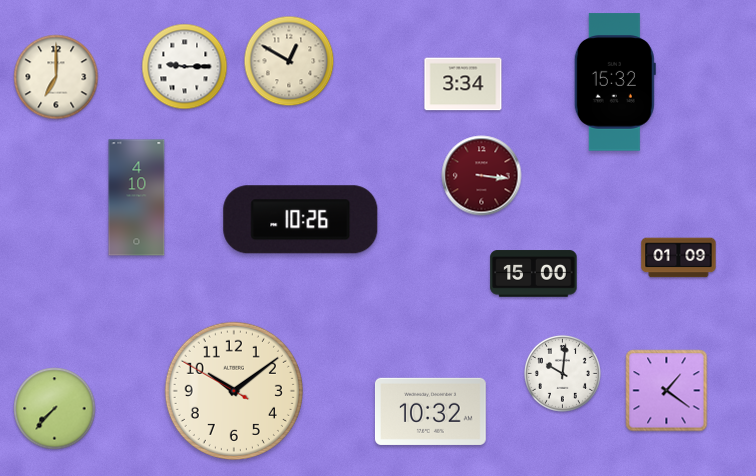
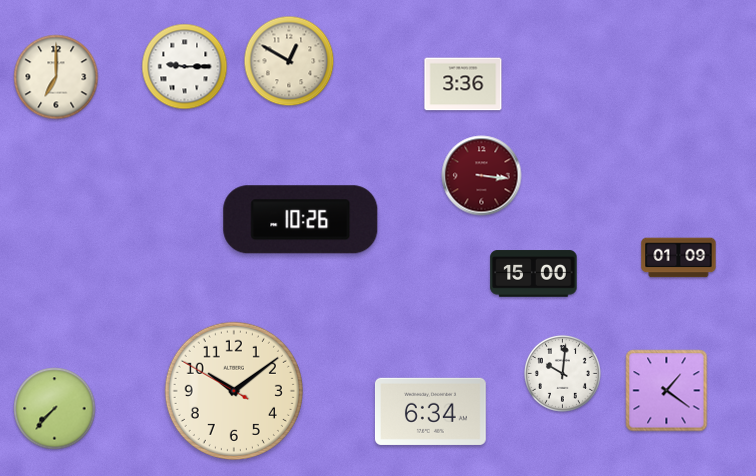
clock at (615, 82): 15:32 -> none
clock at (463, 84): 3:34 -> 3:36
clock at (137, 198): 4:10 -> none
clock at (430, 411): 10:32 -> 6:34
